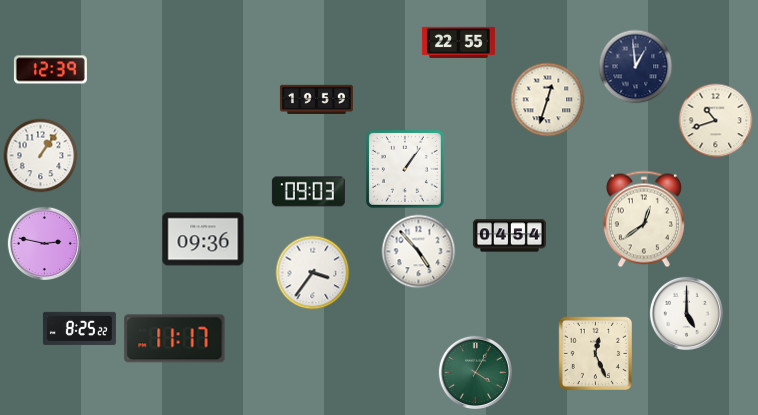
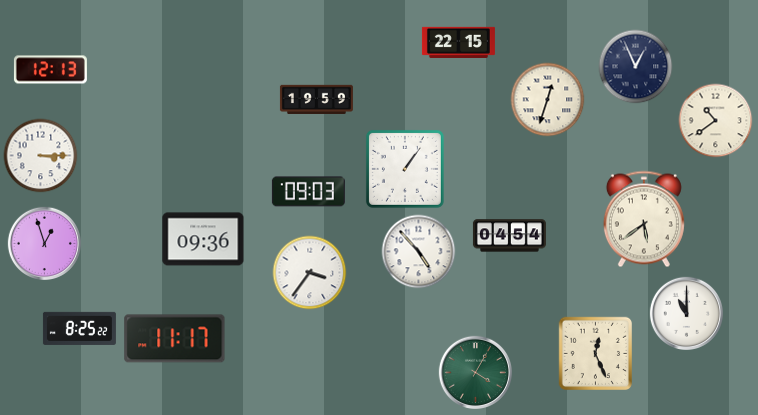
clock at (458, 42): 22:55 -> 22:15
clock at (636, 67): 12:59 -> 12:56
clock at (50, 70): 12:39 -> 12:13
clock at (716, 121): 10:42 -> 10:39
clock at (41, 156): 1:06 -> 3:15
clock at (644, 219): 12:39 -> 5:39
clock at (44, 243): 2:47 -> 12:57
clock at (313, 273) position: (313, 273) -> (310, 273)
clock at (686, 313): 5:00 -> 11:00
